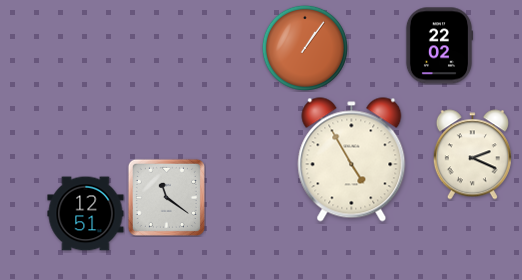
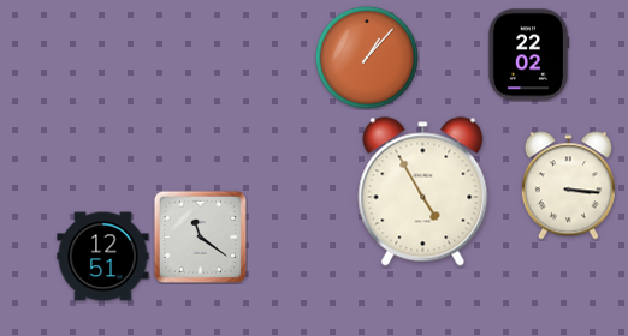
clock at (305, 48): 1:06 -> 1:07
clock at (472, 155): 2:19 -> 3:16
